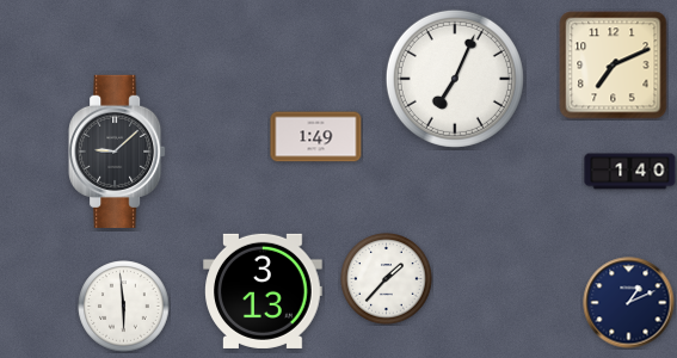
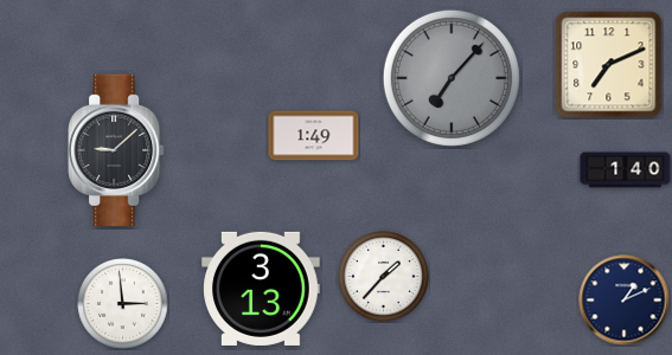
clock at (455, 79): 7:04 -> 7:07
clock at (455, 79) dial: white -> grey
clock at (124, 307): 5:59 -> 2:59
